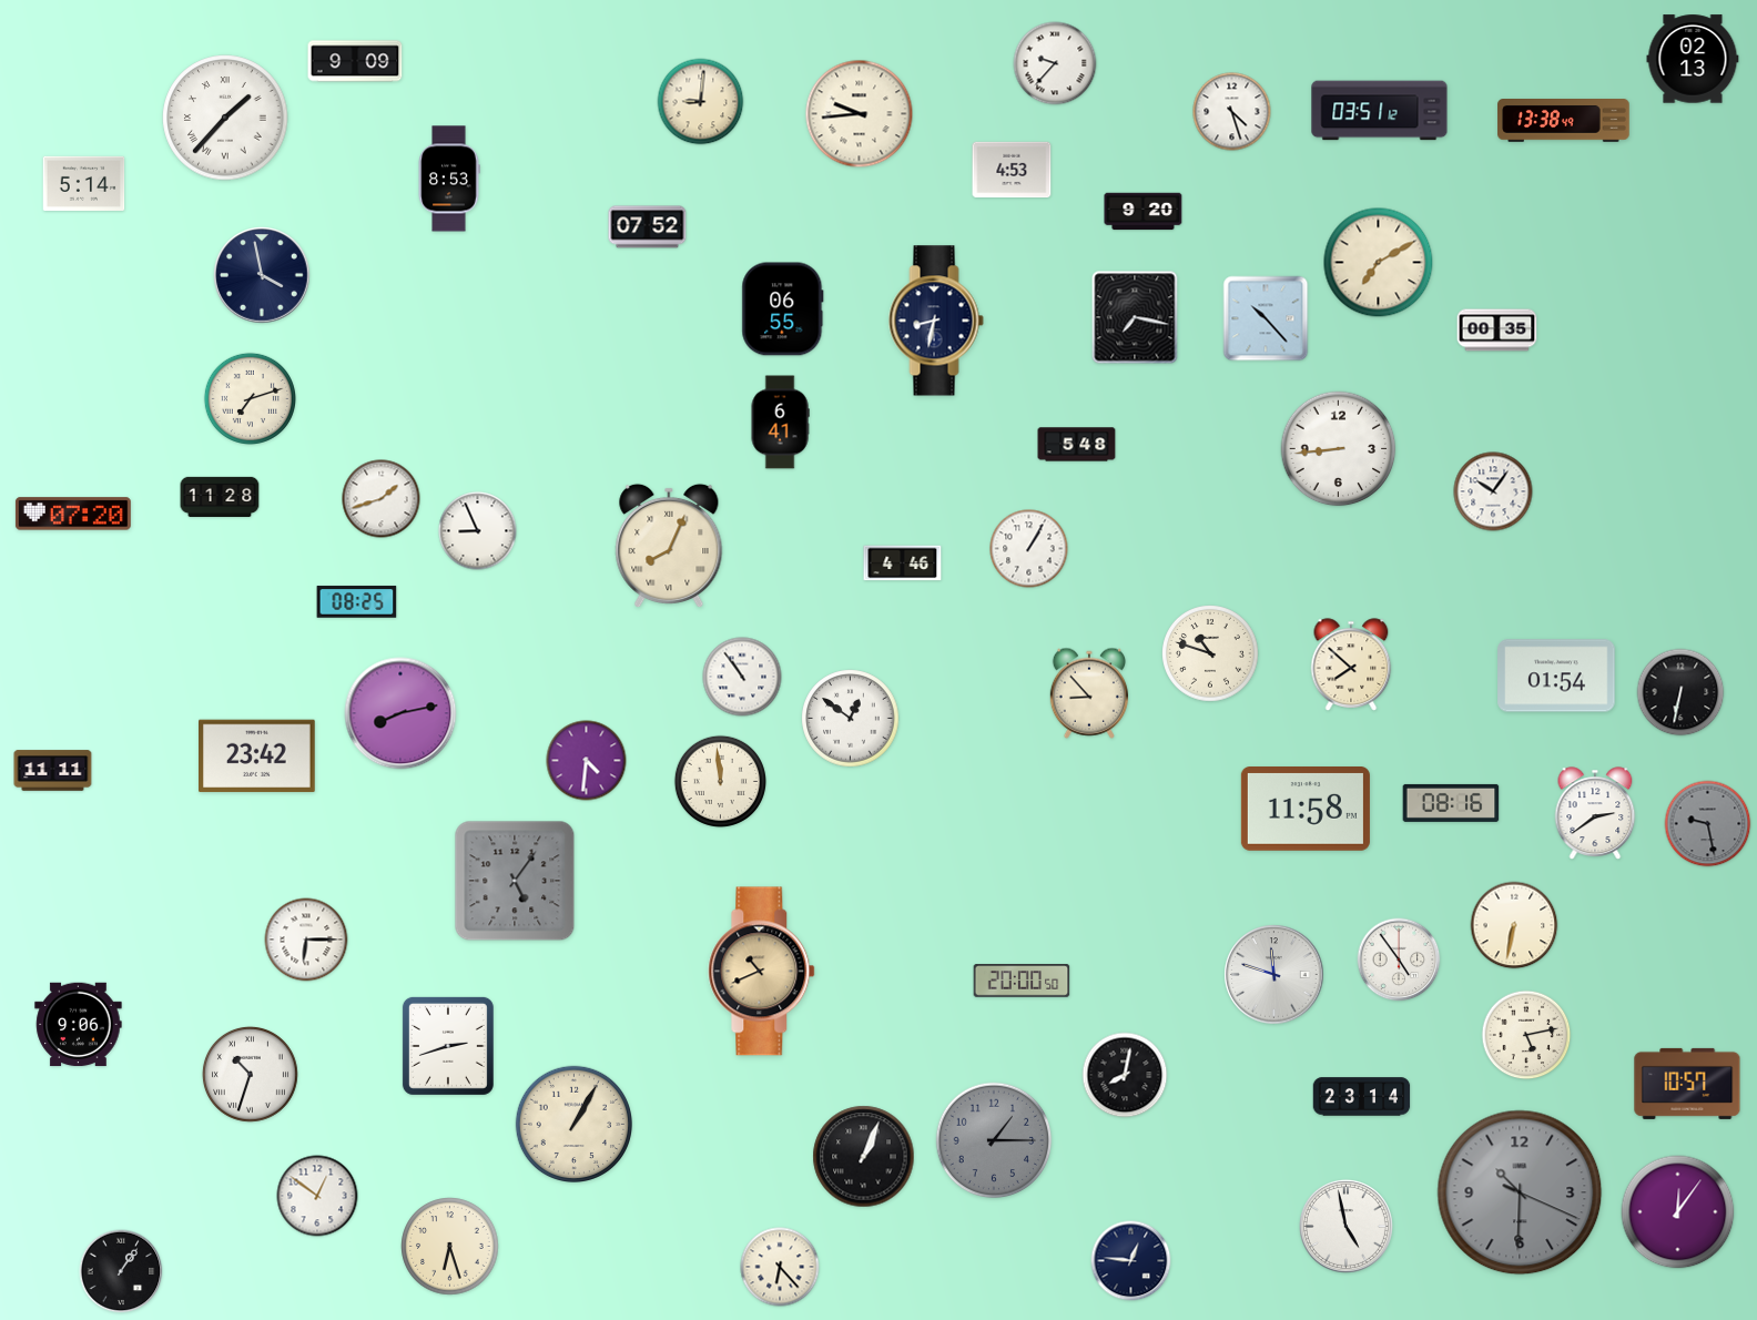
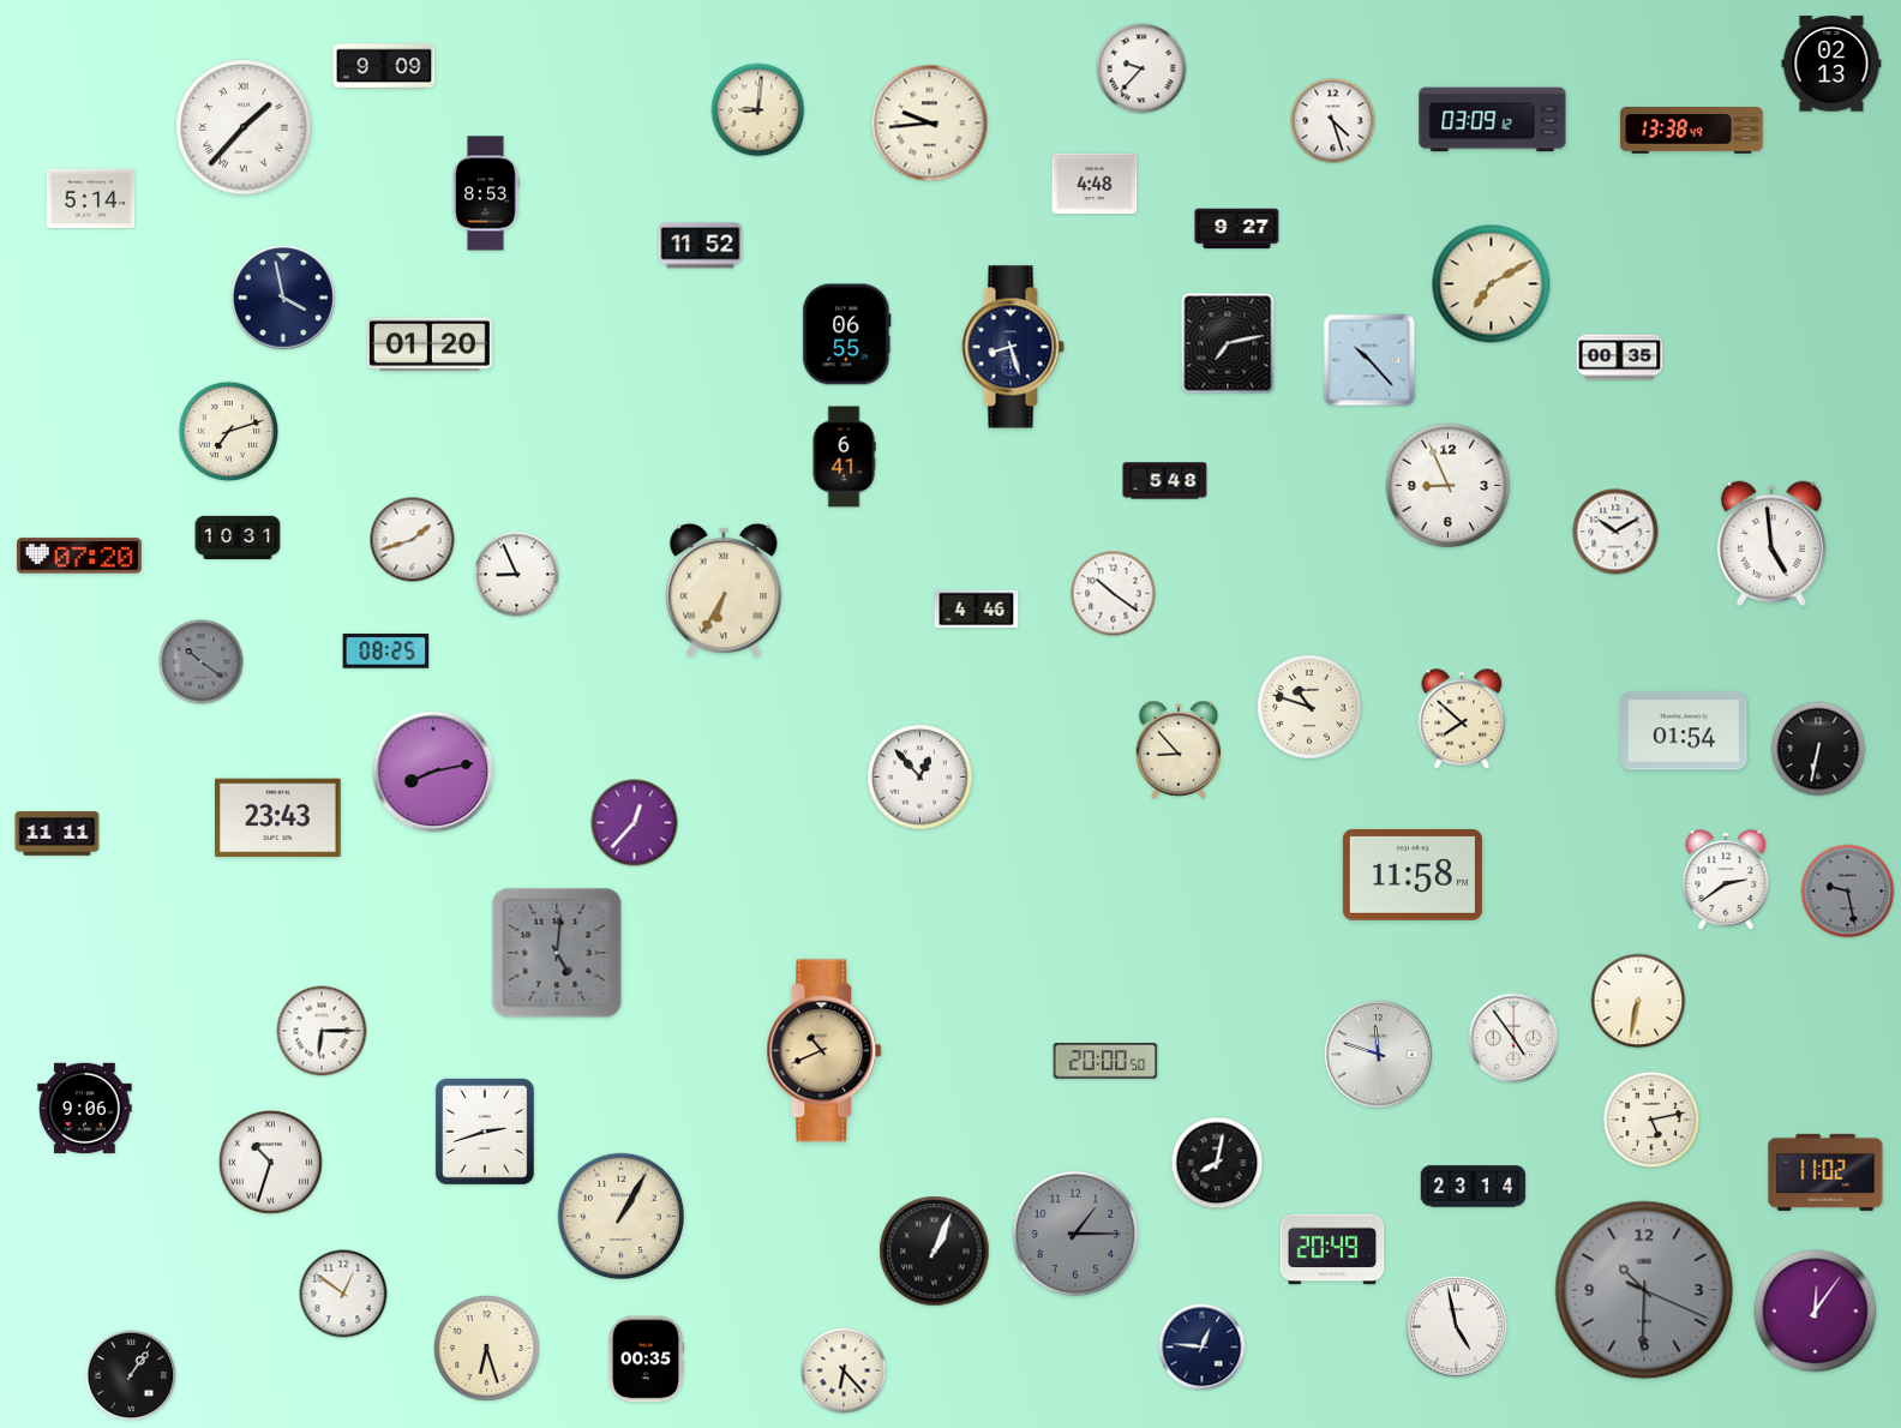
clock at (1380, 111): 03:51 -> 03:09
clock at (1012, 170): 4:53 -> 4:48
clock at (1144, 212): 9:20 -> 9:27
clock at (648, 227): 07:52 -> 11:52
clock at (1135, 317): 7:17 -> 7:13
clock at (430, 344): none -> 01:20
clock at (1266, 318) position: (1266, 318) -> (1369, 360)
clock at (936, 321): 8:32 -> 8:27
clock at (250, 398) position: (250, 398) -> (228, 431)
clock at (1339, 449): 8:44 -> 8:56
clock at (1493, 491): 10:06 -> 10:10
clock at (220, 496): 11:28 -> 10:31
clock at (1771, 544): none -> 4:59
clock at (669, 546): 8:04 -> 6:35
clock at (1029, 549): 1:05 -> 10:21
clock at (202, 662): none -> 10:21
clock at (742, 677): 10:54 -> none
clock at (851, 719): 12:51 -> 12:53
clock at (257, 757): 23:42 -> 23:43
clock at (587, 761): 4:31 -> 12:37
clock at (720, 781): 11:59 -> none
clock at (1451, 803): 08:16 -> none
clock at (515, 881): 5:06 -> 5:01
clock at (306, 940) position: (306, 940) -> (322, 1031)
clock at (1687, 1084): 10:57 -> 11:02
clock at (1332, 1249): none -> 20:49
clock at (646, 1360): none -> 00:35
clock at (1131, 1261) position: (1131, 1261) -> (1203, 1348)
